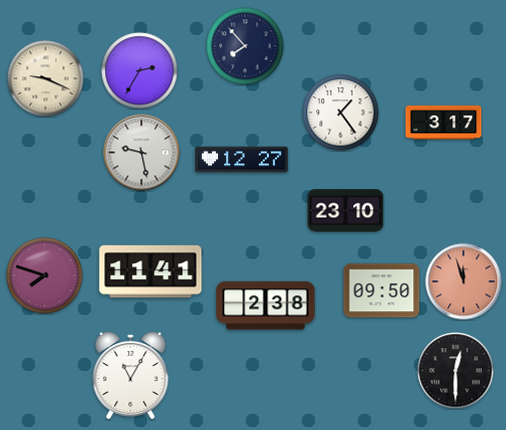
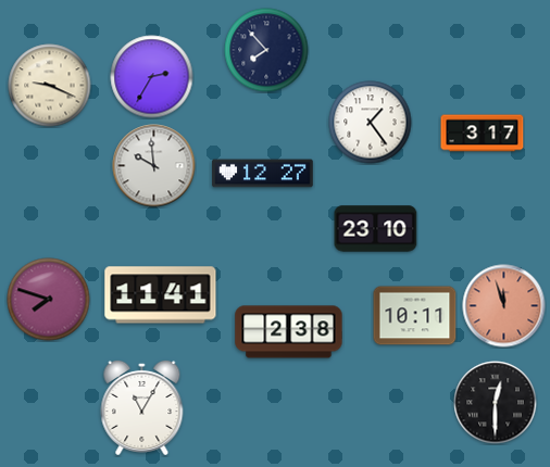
clock at (142, 153): 9:28 -> 9:59
clock at (151, 272) position: (151, 272) -> (161, 295)
clock at (382, 291): 09:50 -> 10:11
